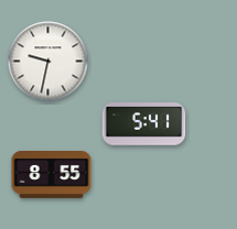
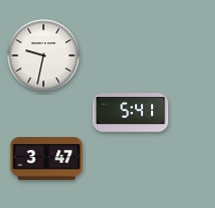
clock at (52, 175): 8:55 -> 3:47
